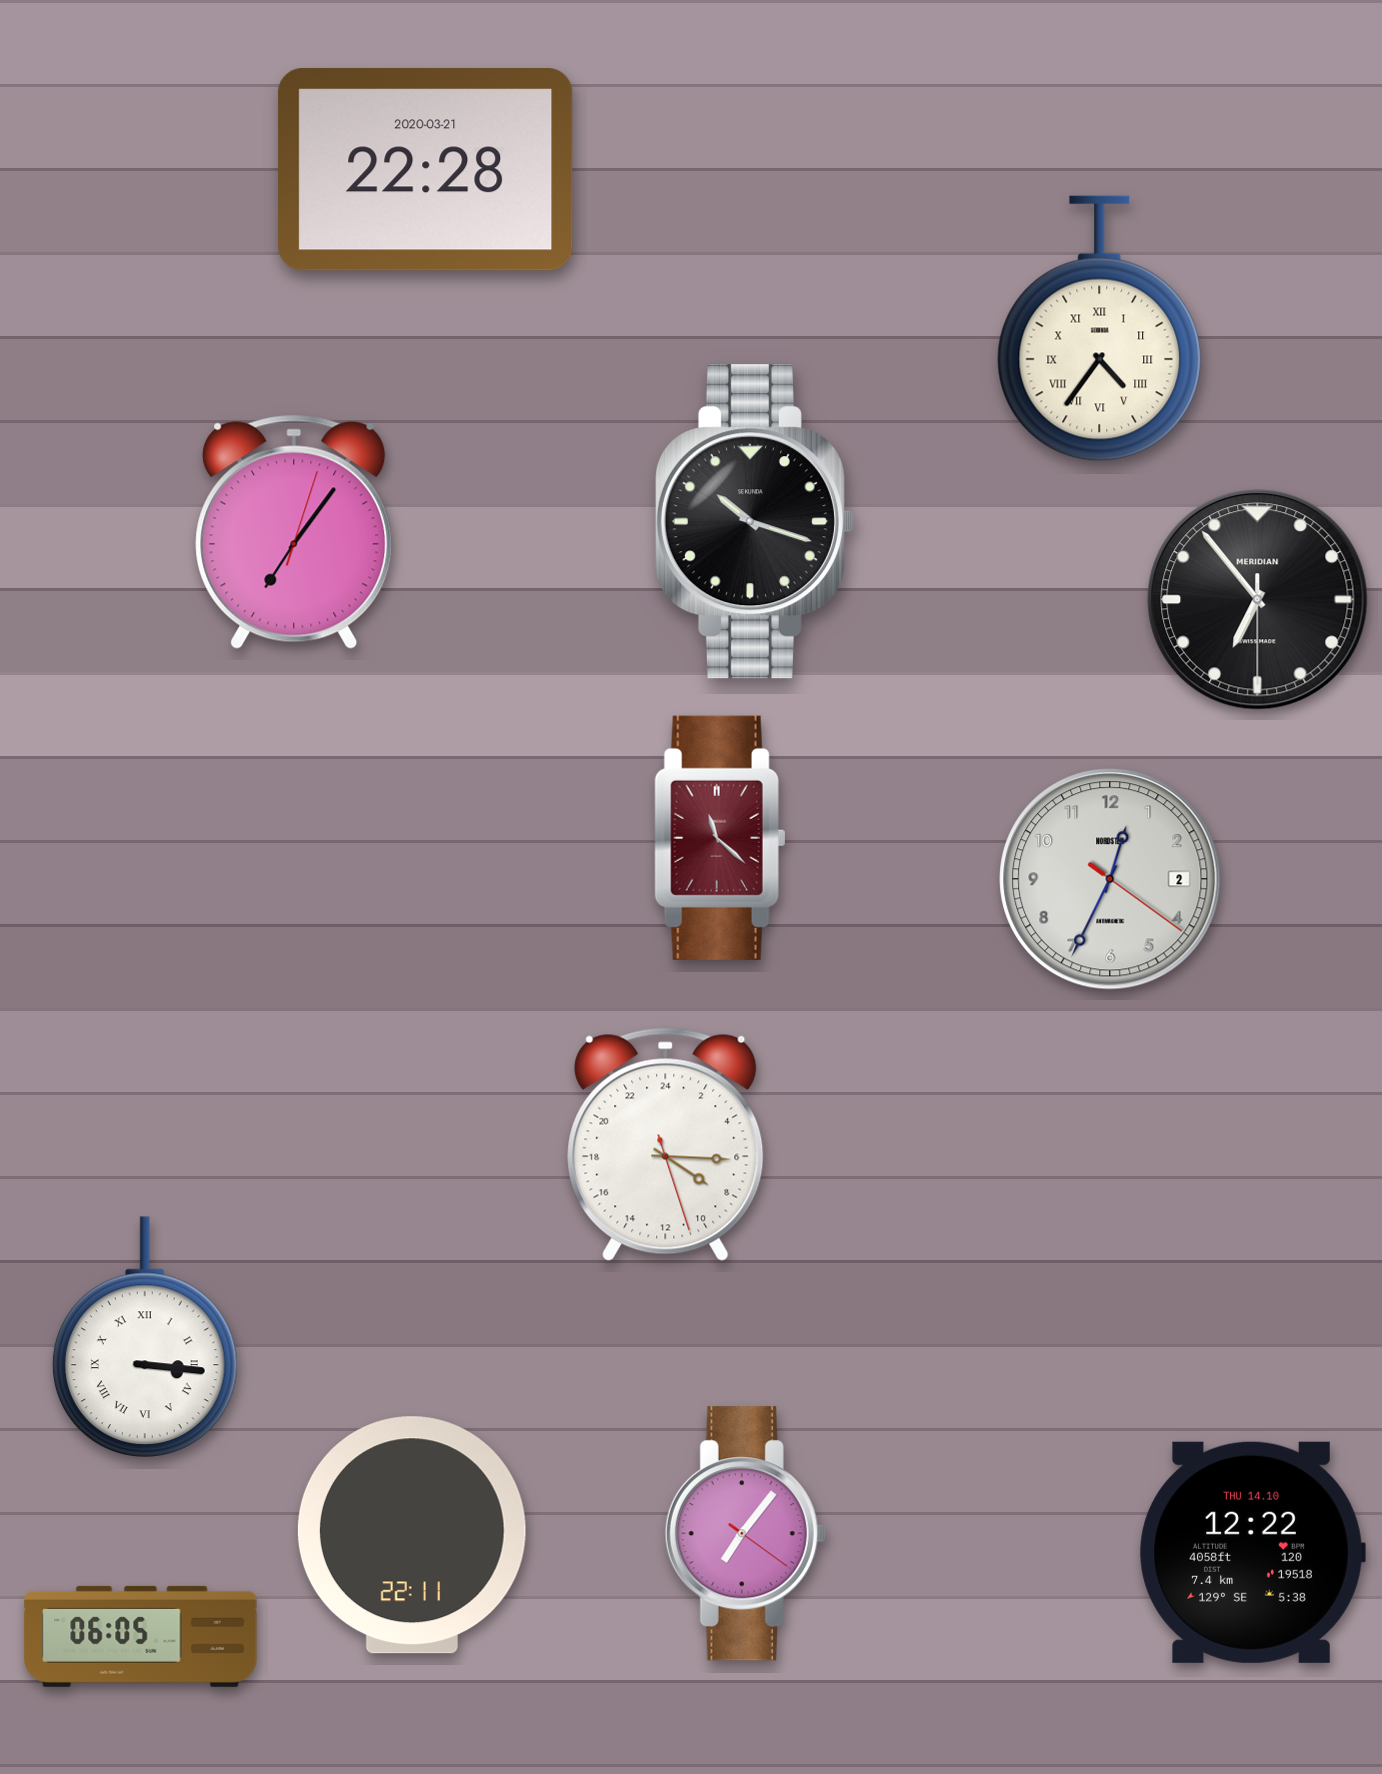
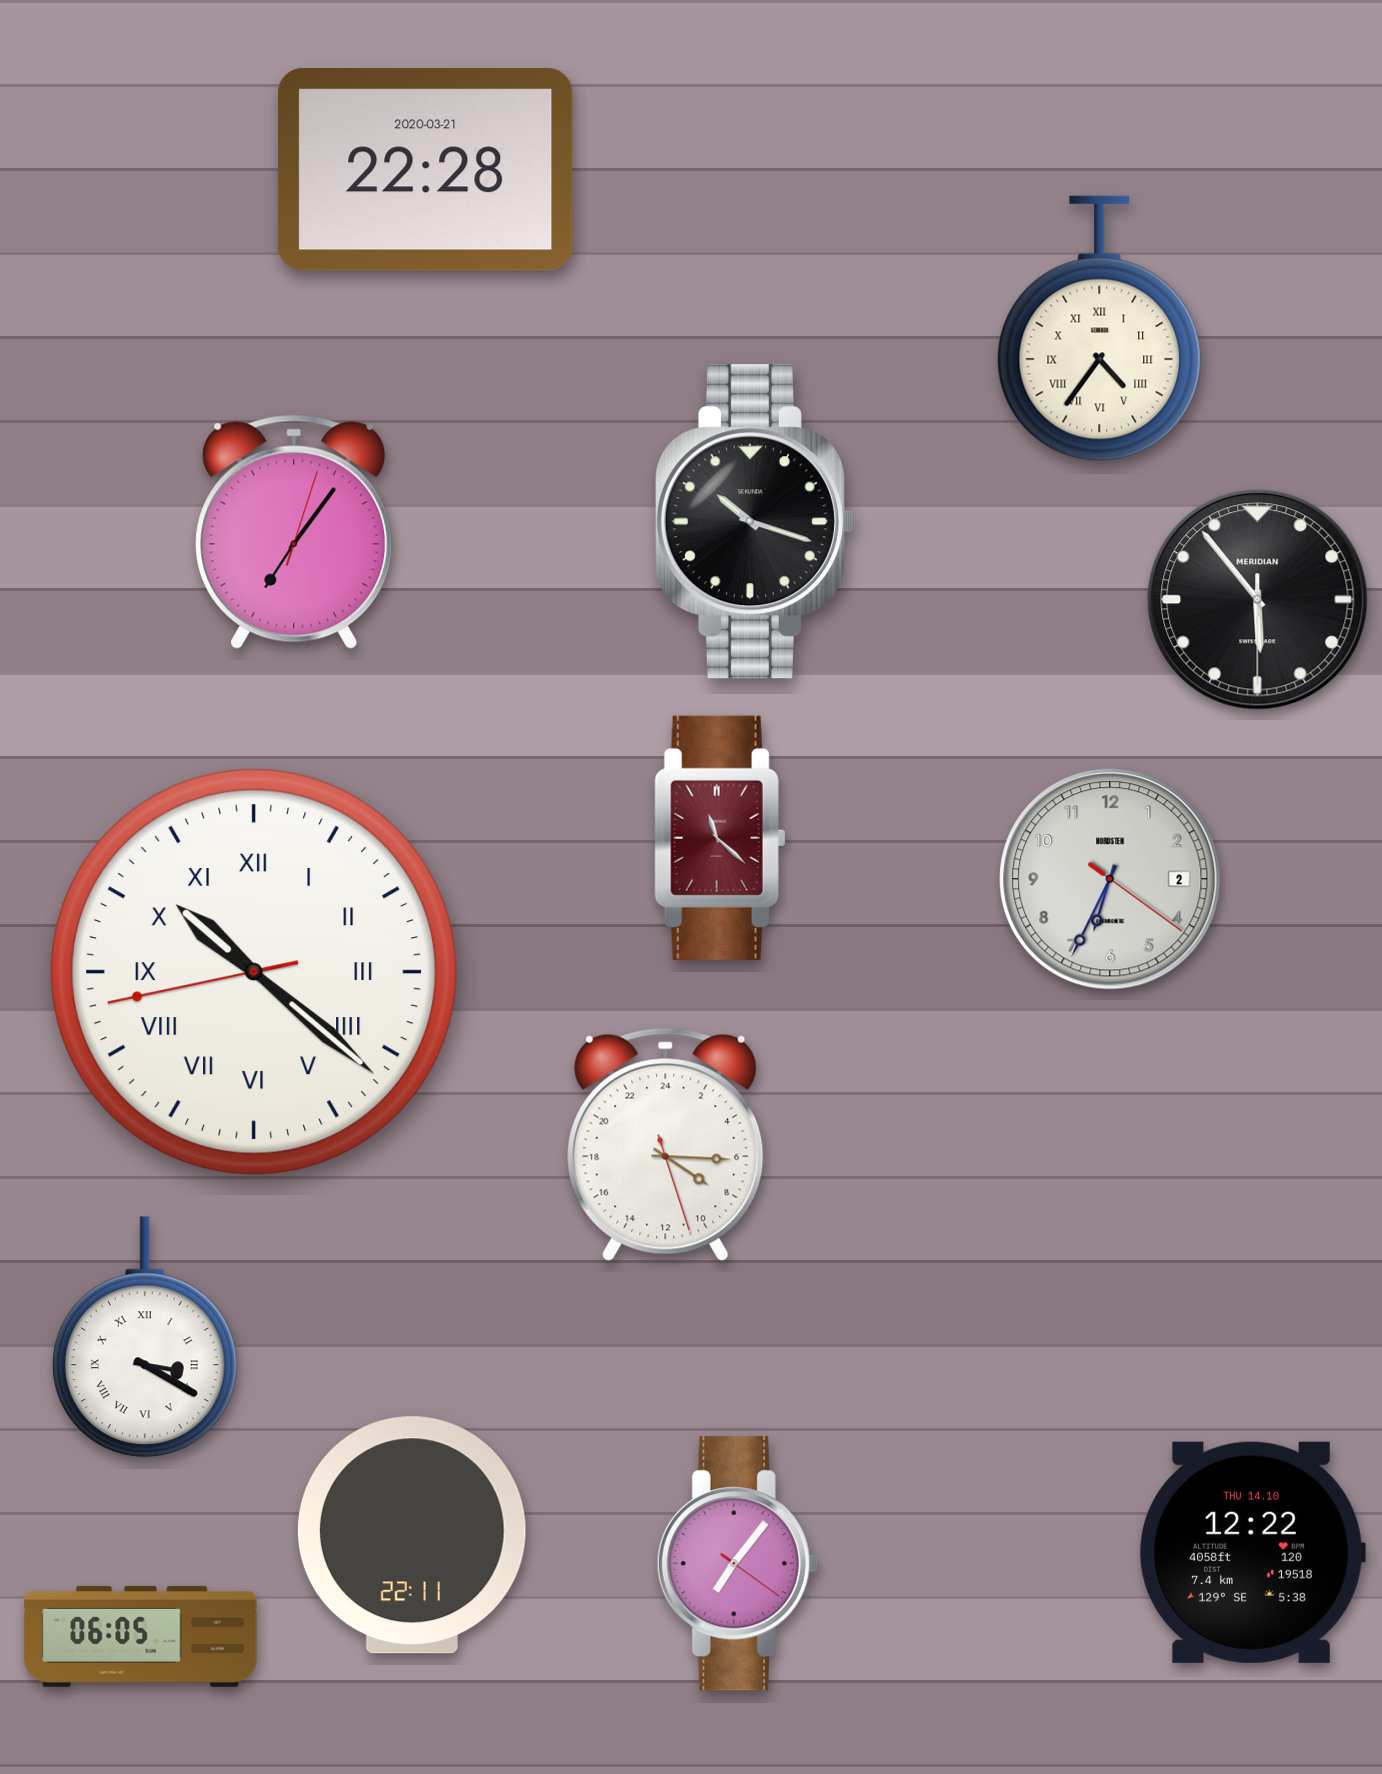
clock at (1258, 600): 6:53 -> 5:53
clock at (1110, 879): 12:34 -> 6:34
clock at (254, 972): none -> 10:21
clock at (145, 1337): 3:16 -> 3:20
clock at (745, 1534) position: (745, 1534) -> (737, 1564)
